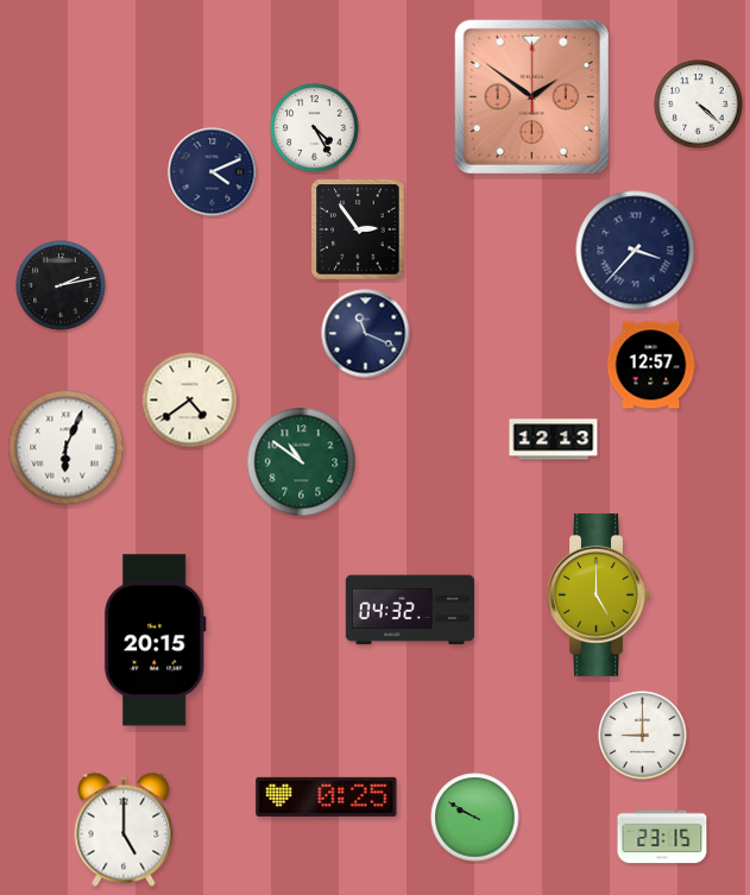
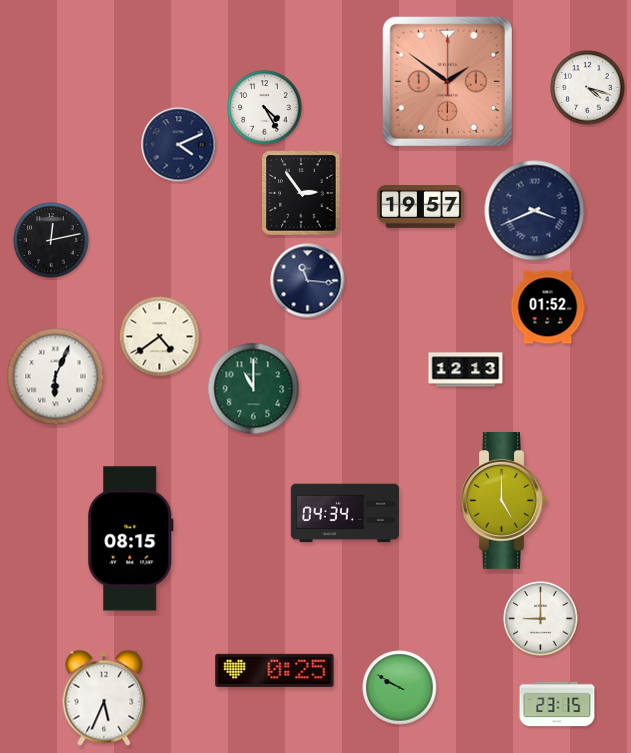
clock at (699, 105): 4:22 -> 4:18
clock at (420, 207): none -> 19:57
clock at (636, 251): 3:37 -> 3:41
clock at (61, 285): 2:13 -> 12:13
clock at (366, 334): 11:19 -> 11:16
clock at (651, 365): 12:57 -> 01:52
clock at (302, 462): 10:51 -> 11:00
clock at (410, 610): 04:32 -> 04:34
clock at (156, 641): 20:15 -> 08:15
clock at (124, 830): 5:00 -> 5:34
